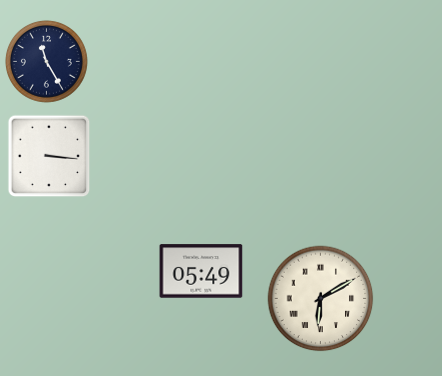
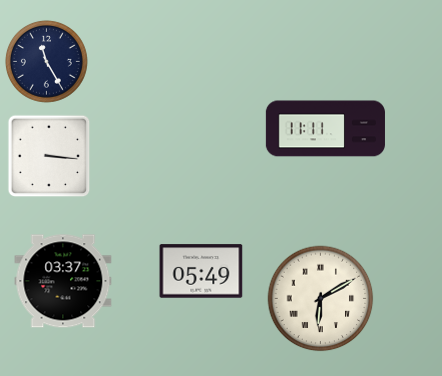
clock at (325, 129): none -> 11:11
clock at (63, 281): none -> 03:37
